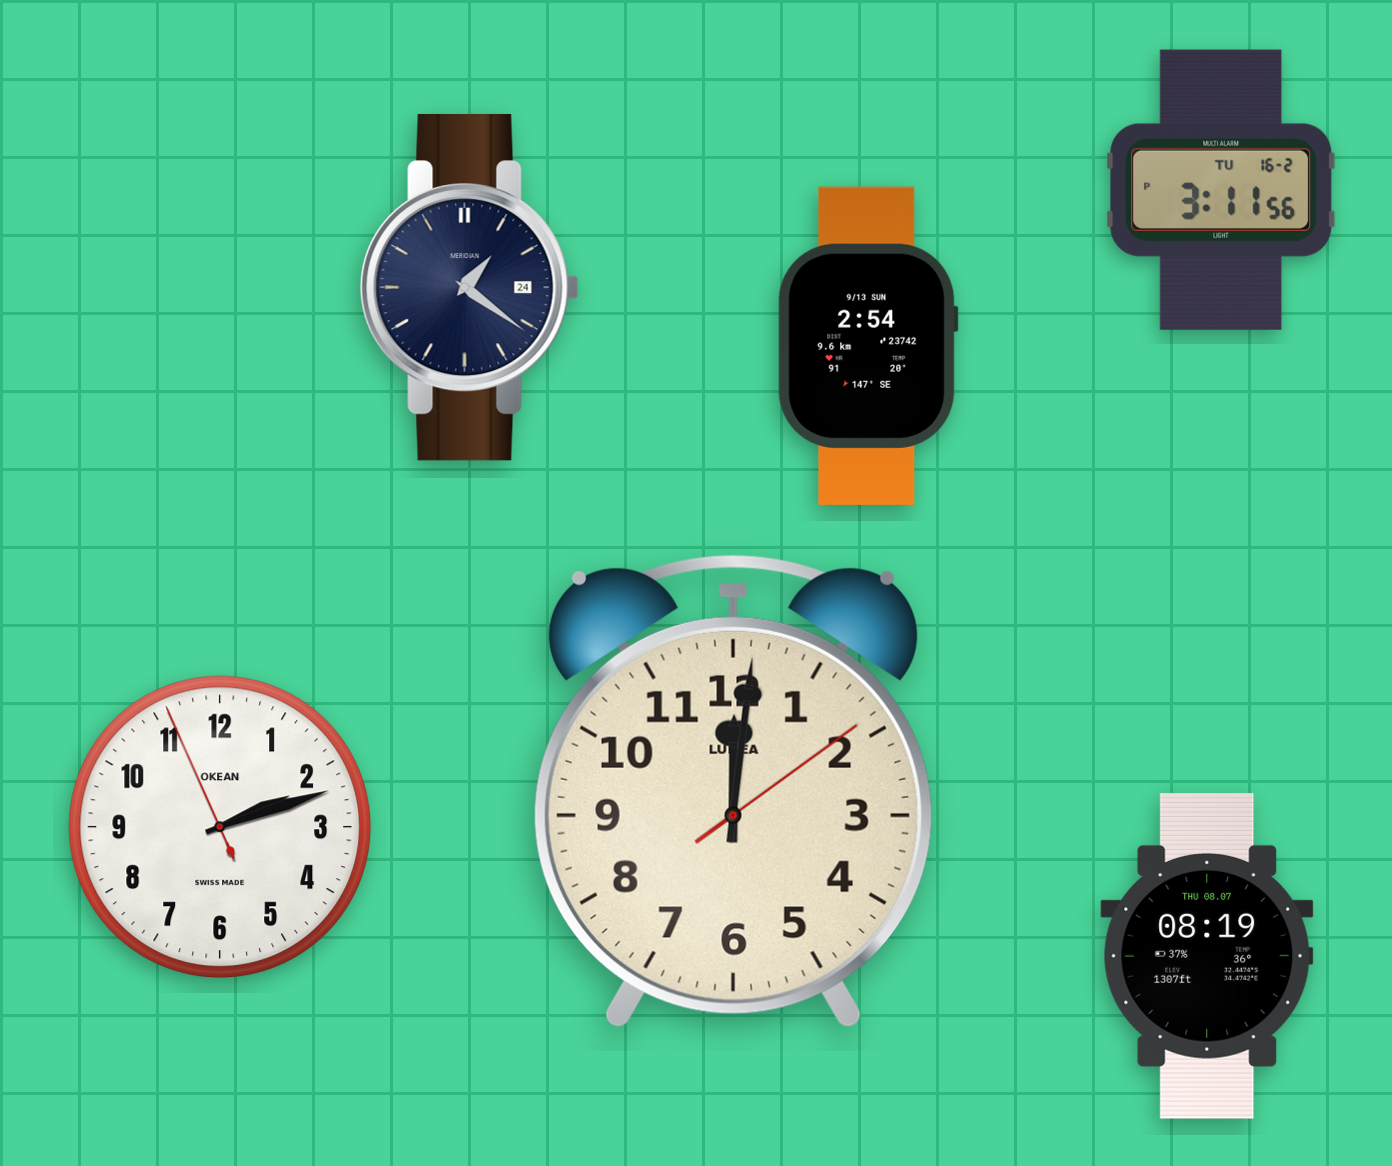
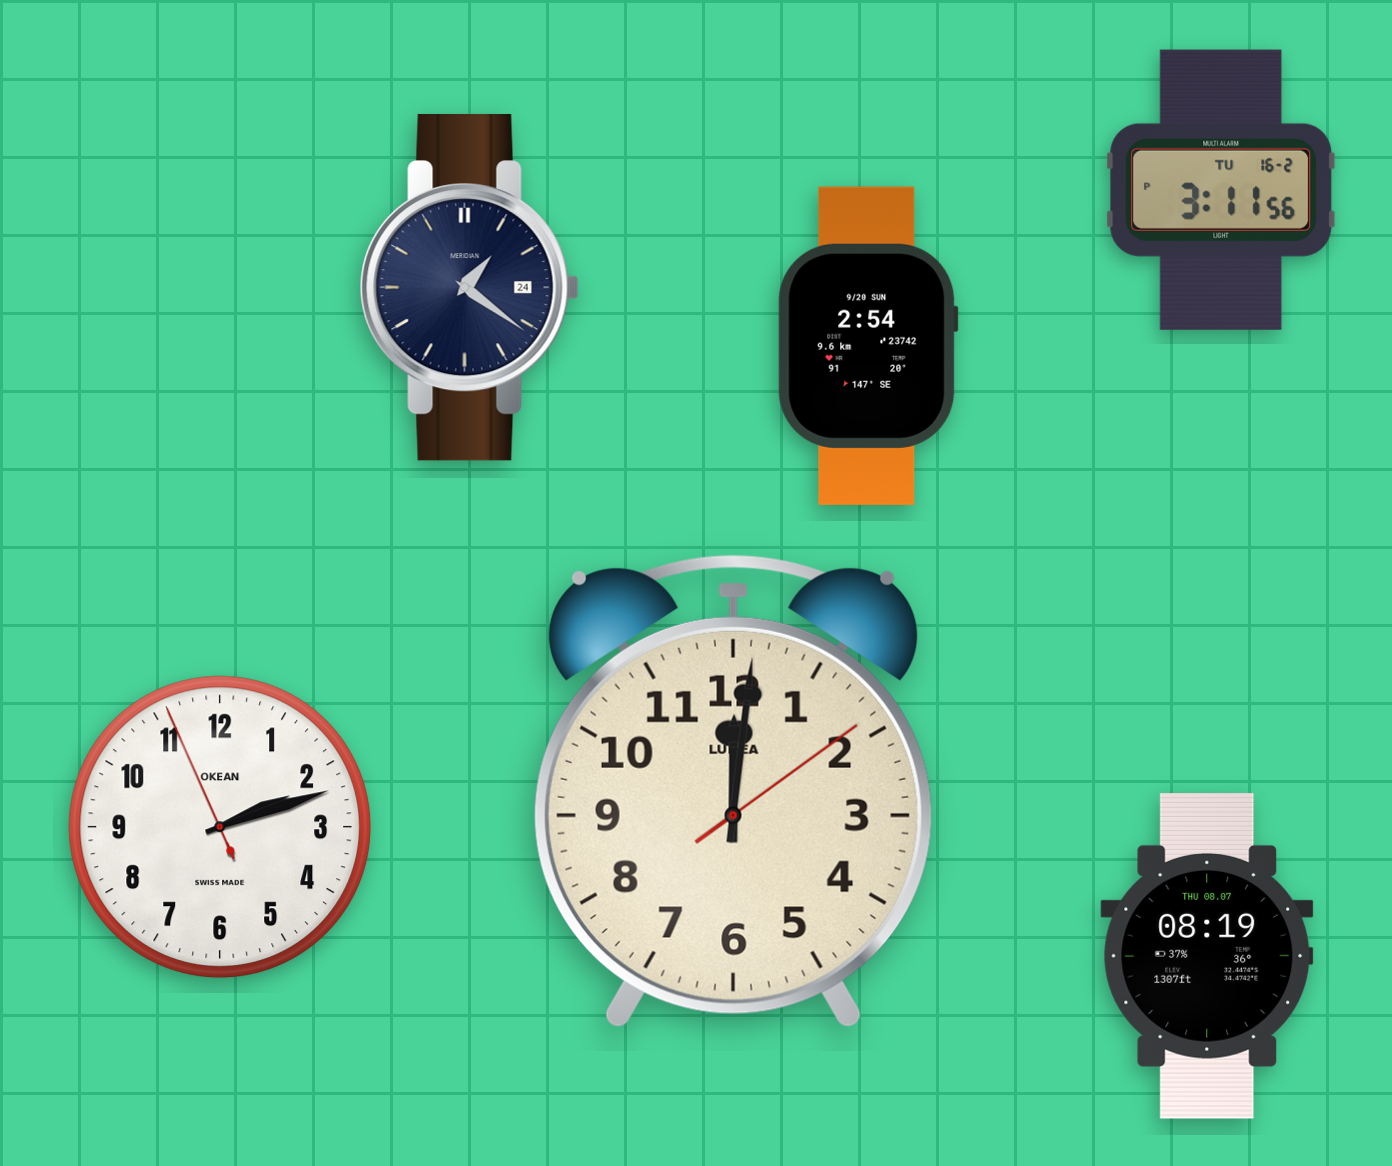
clock at (868, 346) date: 9/13 SUN -> 9/20 SUN
